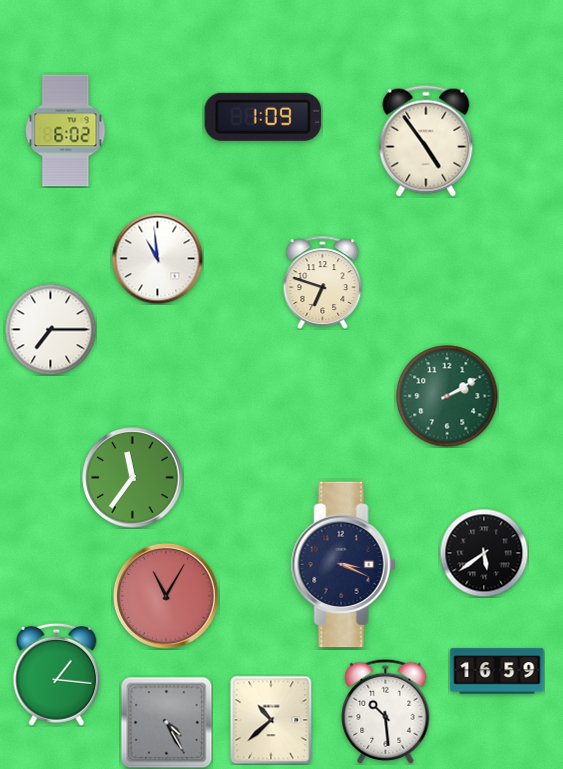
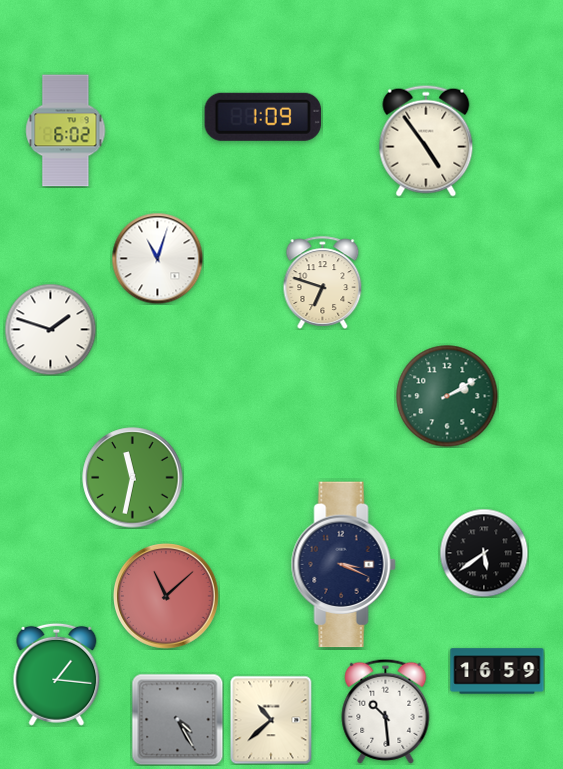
clock at (157, 258): 10:59 -> 11:03
clock at (50, 329): 7:15 -> 1:48
clock at (133, 478): 11:36 -> 11:32
clock at (166, 596): 11:05 -> 11:08
clock at (166, 722) position: (166, 722) -> (177, 719)
